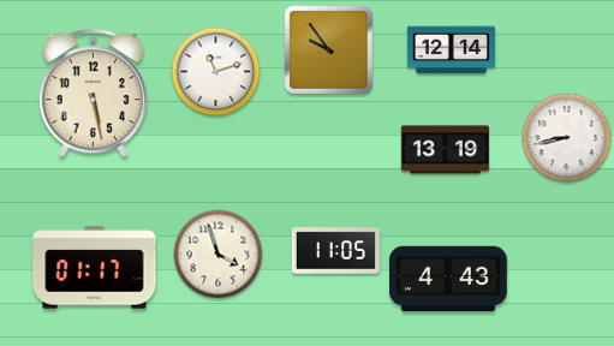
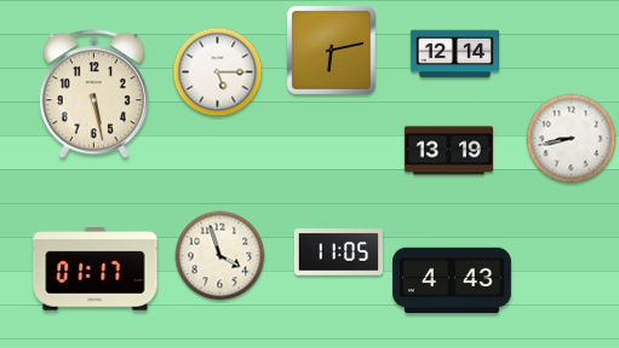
clock at (328, 49): 9:54 -> 6:13
clock at (451, 50) position: (451, 50) -> (454, 54)
clock at (216, 72): 11:12 -> 5:15
